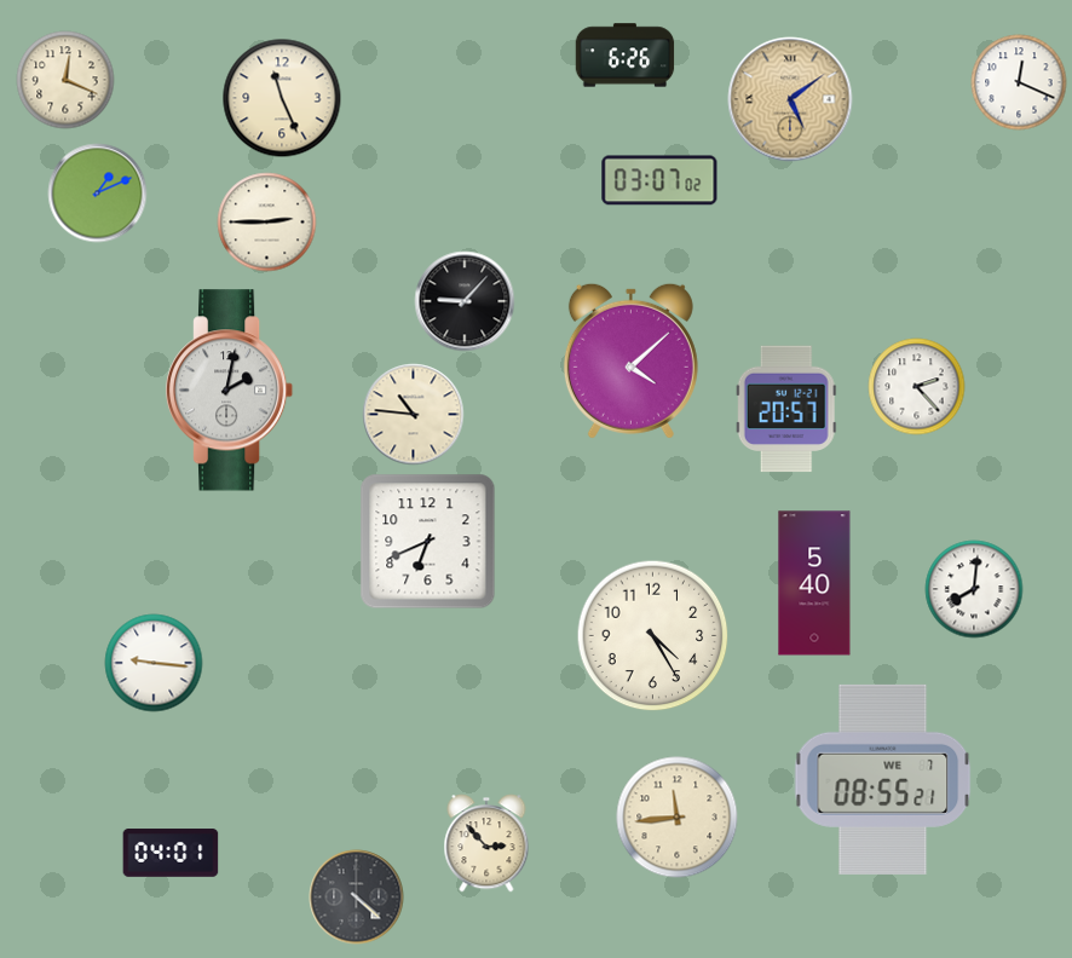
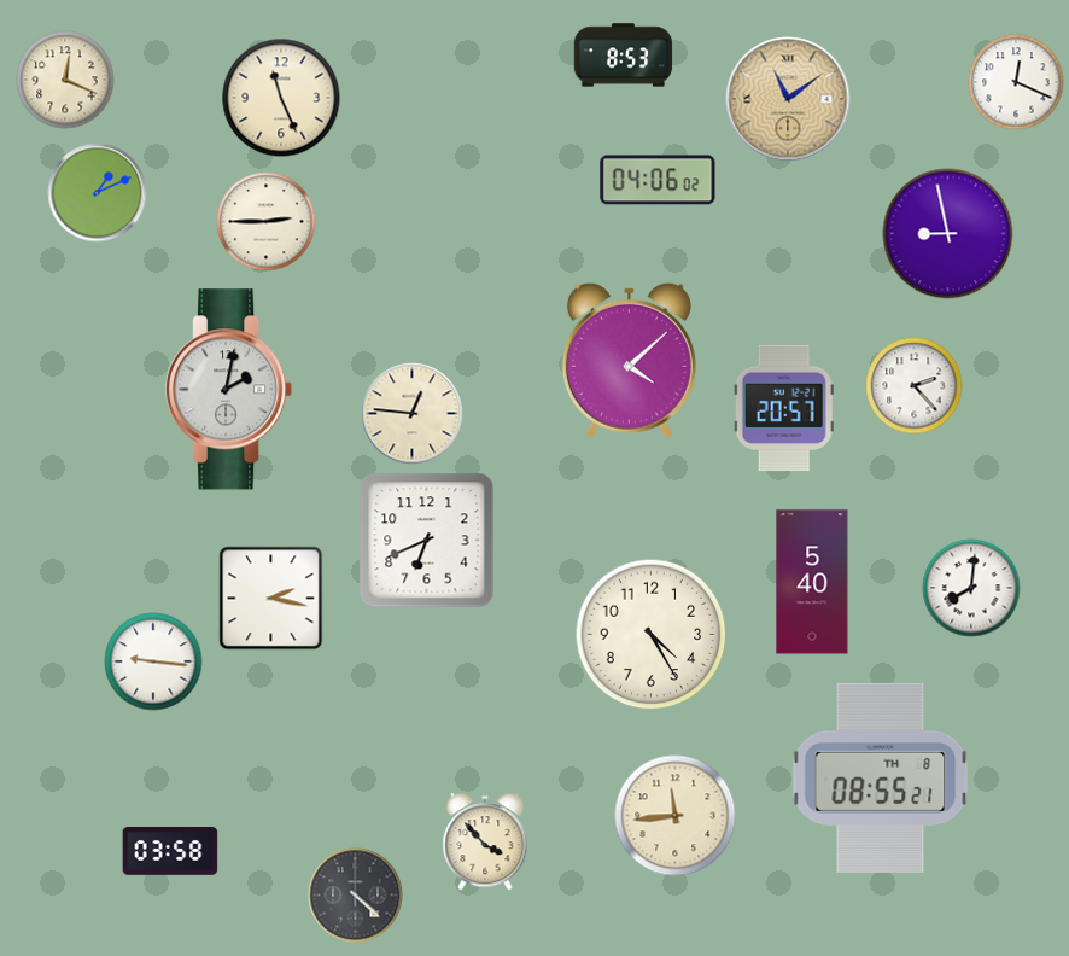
clock at (626, 56): 6:26 -> 8:53
clock at (790, 99): 5:09 -> 11:09
clock at (659, 180): 03:07 -> 04:06
clock at (948, 234): none -> 8:58
clock at (465, 301): 9:07 -> none
clock at (414, 415): 10:46 -> 12:46
clock at (271, 599): none -> 2:17
clock at (883, 779) date: WE 7 -> TH 8
clock at (486, 843): 2:53 -> 3:53
clock at (171, 853): 04:01 -> 03:58
